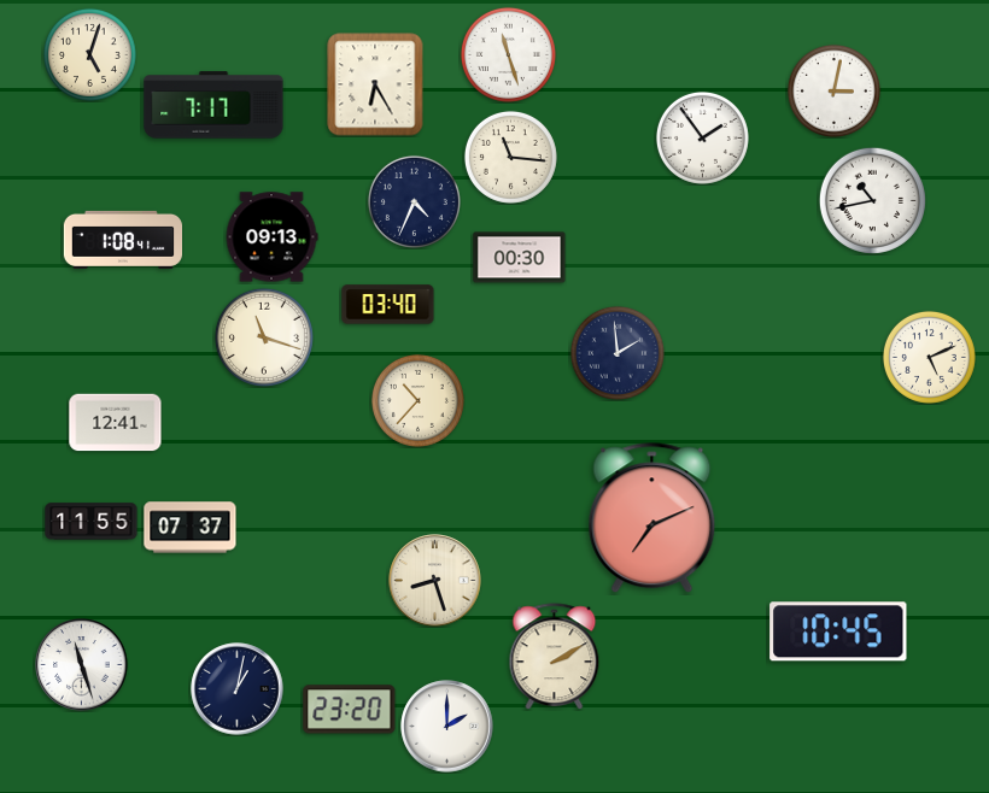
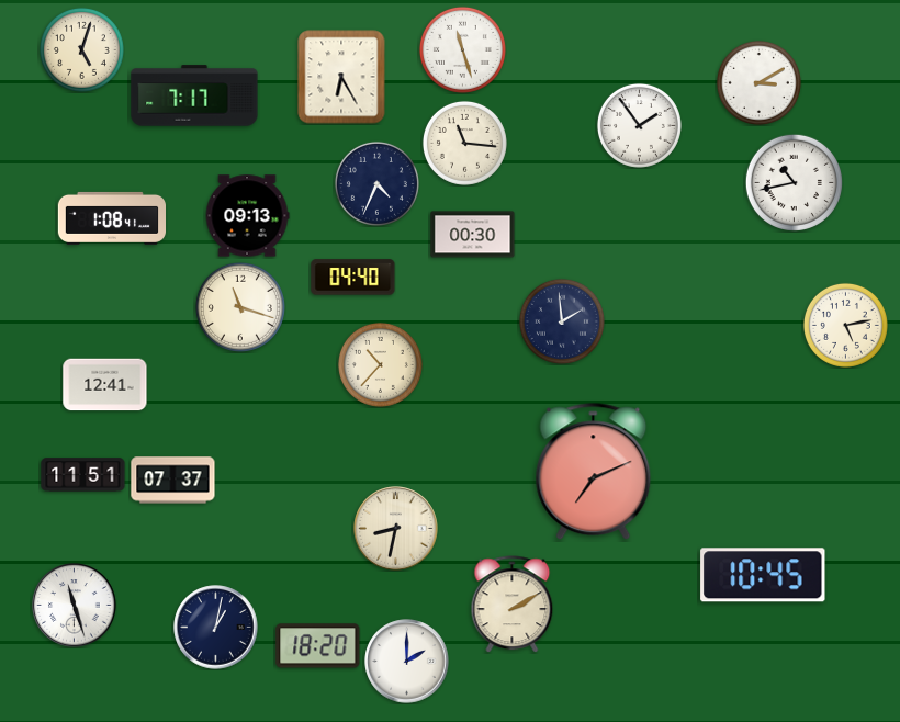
clock at (833, 90): 3:02 -> 3:10
clock at (388, 305): 03:40 -> 04:40
clock at (929, 357): 5:11 -> 5:13
clock at (92, 522): 11:55 -> 11:51
clock at (435, 581): 8:27 -> 8:32
clock at (555, 657) position: (555, 657) -> (513, 605)
clock at (350, 710): 23:20 -> 18:20
